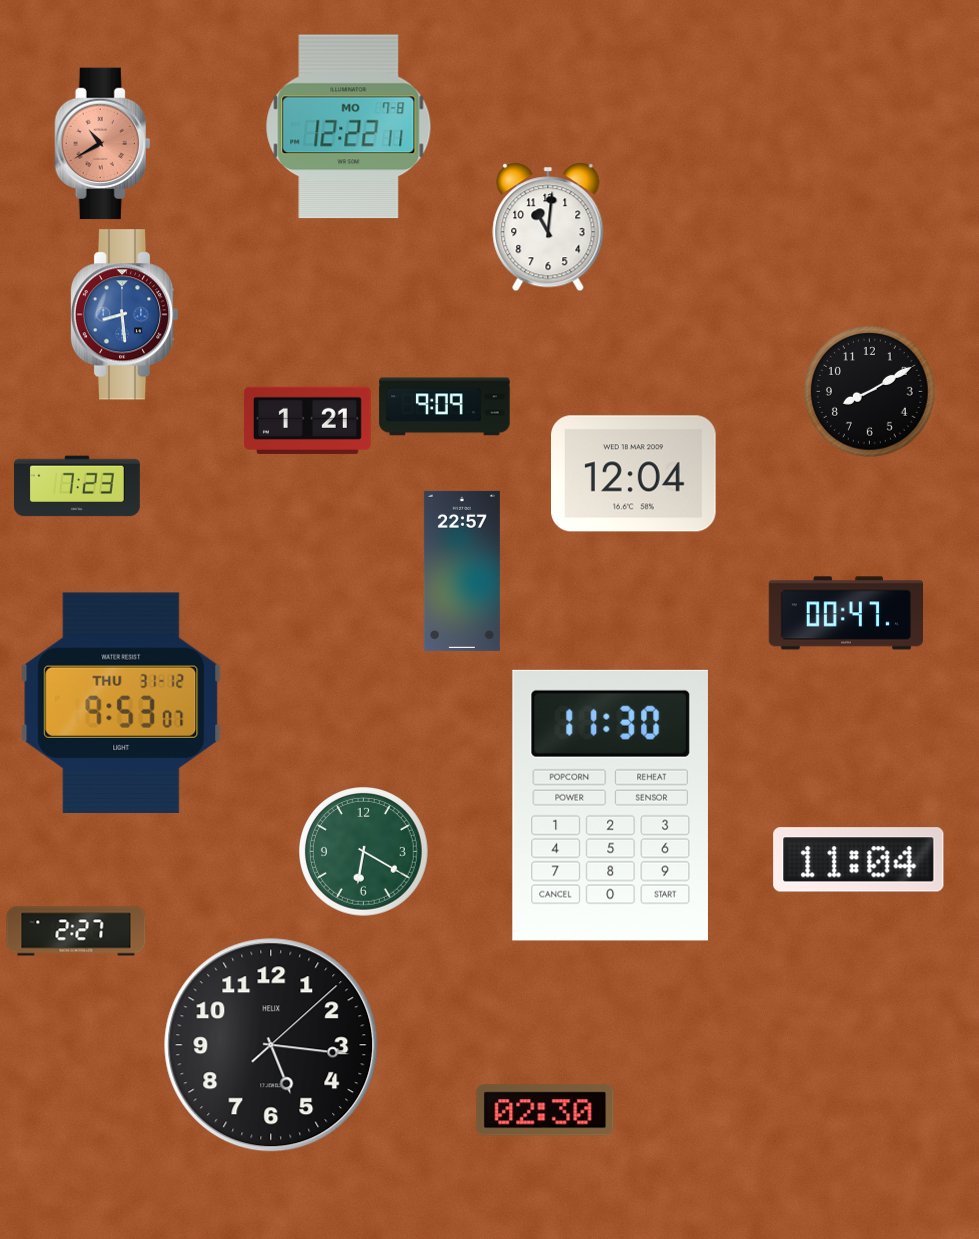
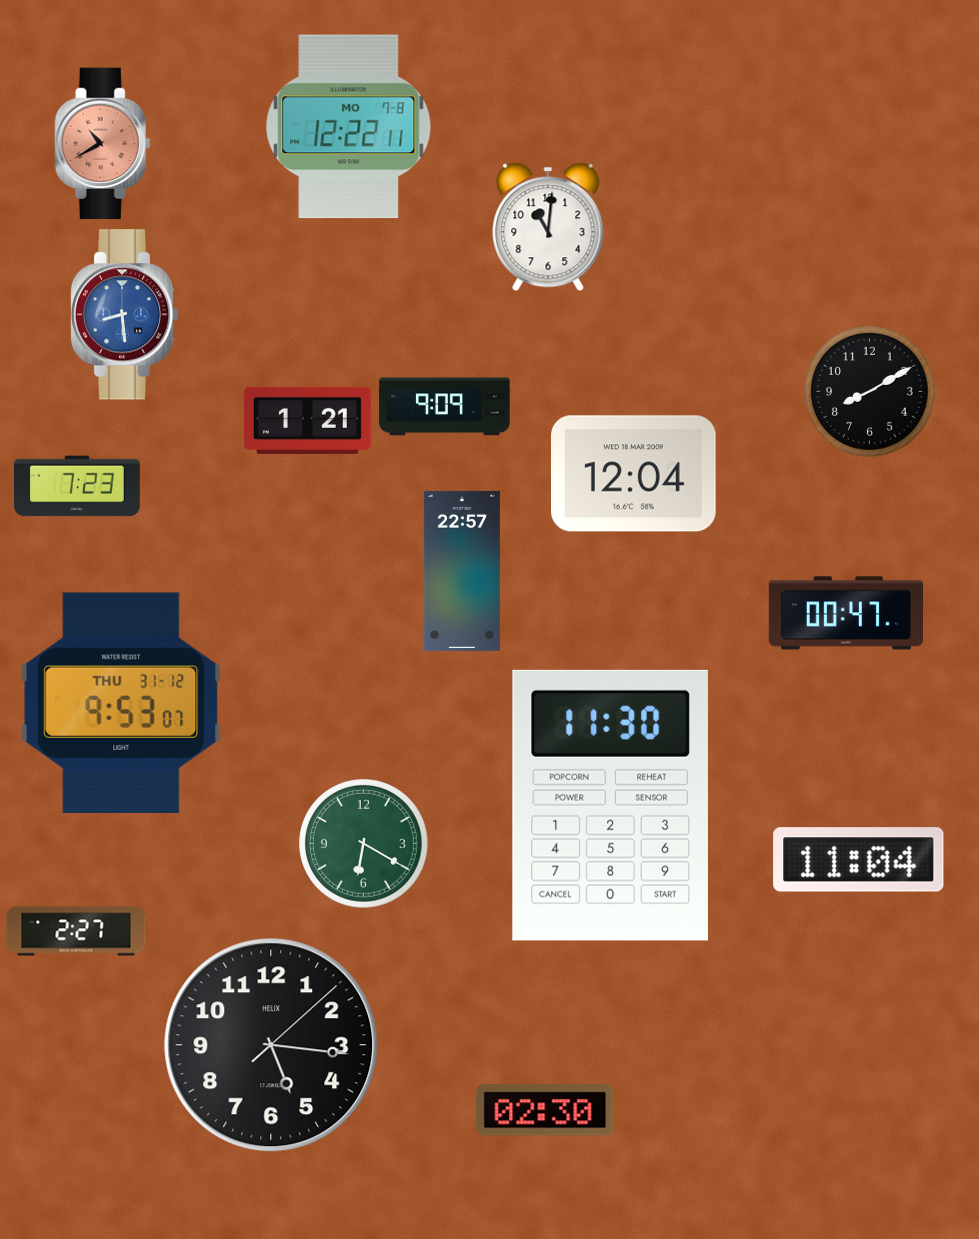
clock at (364, 852) position: (364, 852) -> (364, 844)
